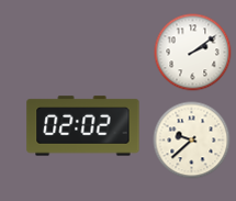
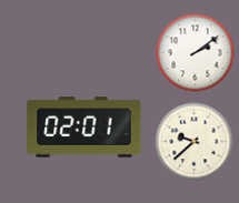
clock at (83, 126): 02:02 -> 02:01
